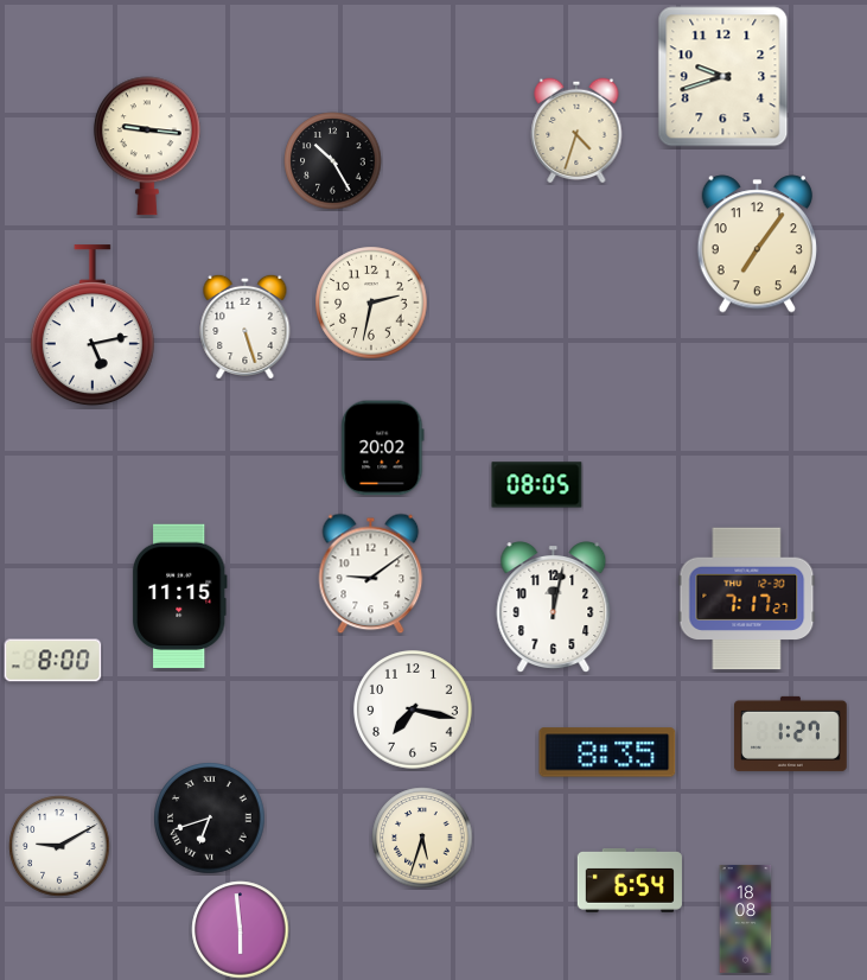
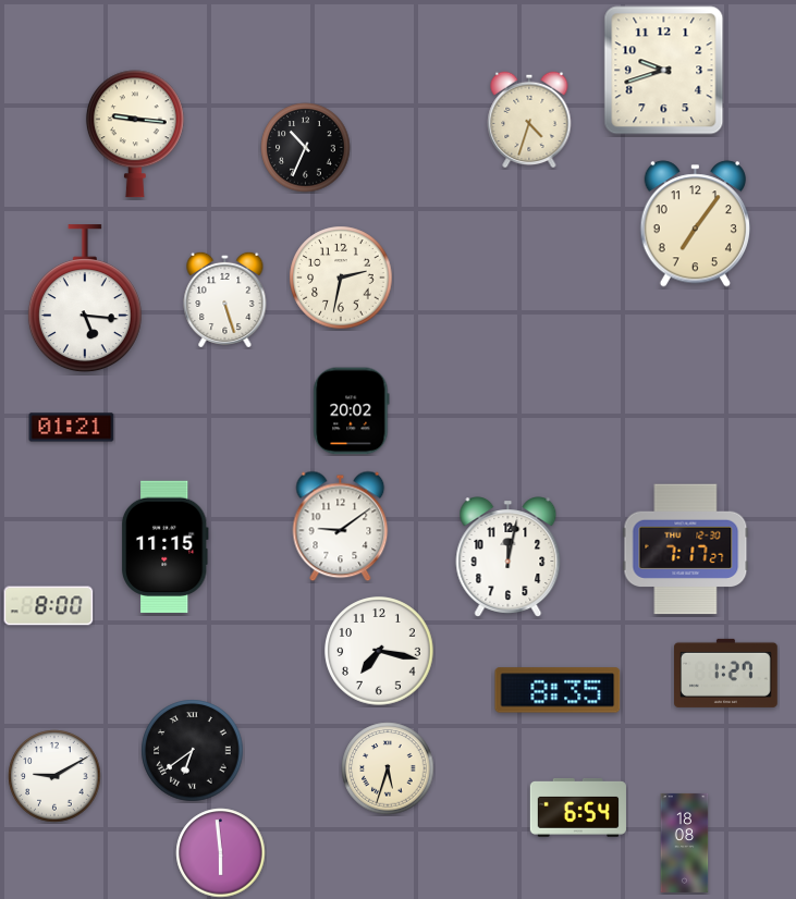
clock at (333, 161): 10:25 -> 10:34
clock at (93, 326): 5:13 -> 5:16
clock at (72, 428): none -> 01:21
clock at (537, 485): 08:05 -> none
clock at (210, 819): 6:42 -> 6:39
